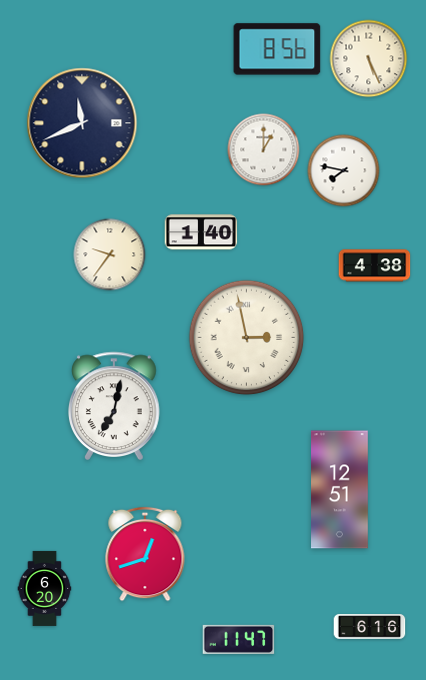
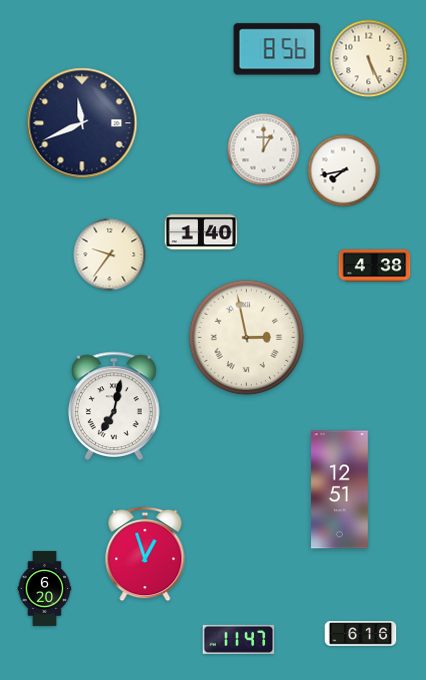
clock at (344, 171): 7:47 -> 7:43
clock at (145, 554): 12:42 -> 12:57
clock at (370, 627) position: (370, 627) -> (361, 634)
